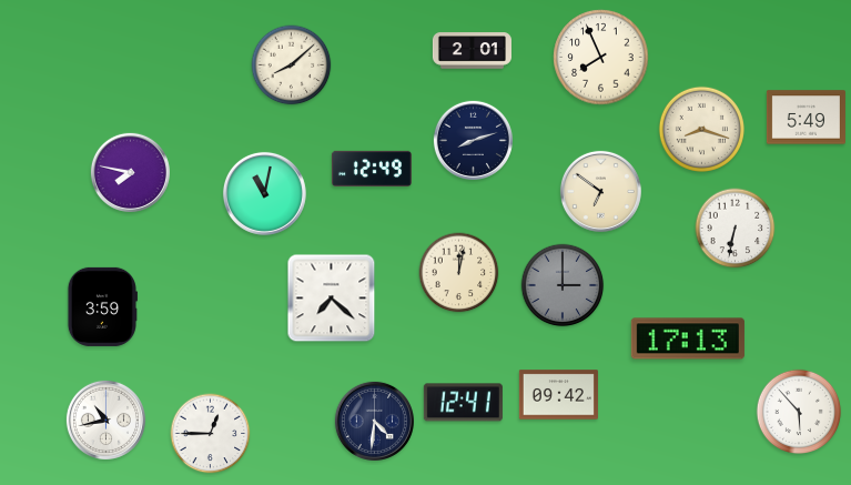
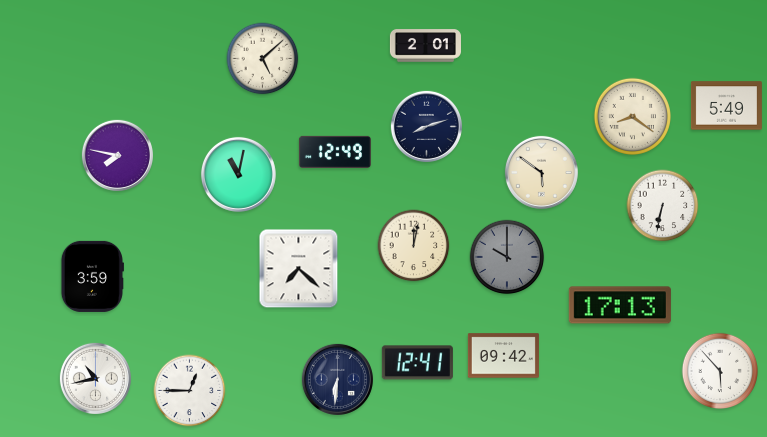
clock at (601, 58): 7:56 -> none
clock at (292, 65): 8:08 -> 5:08
clock at (701, 129): 8:18 -> 8:21
clock at (600, 191): 6:51 -> 5:51
clock at (563, 285): 3:00 -> 10:00
clock at (374, 421): 4:31 -> 6:31
